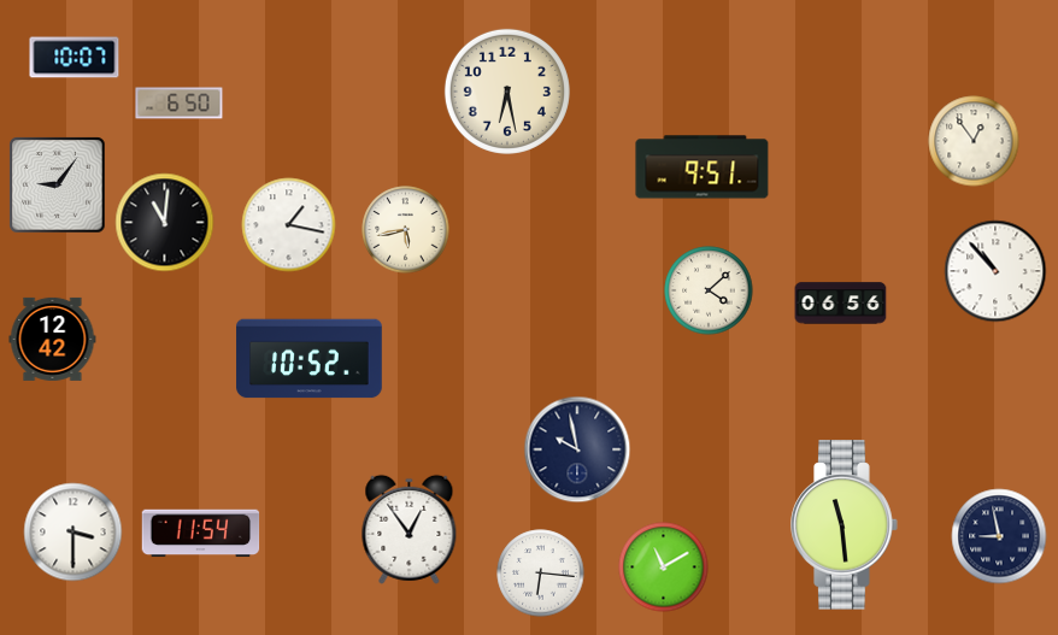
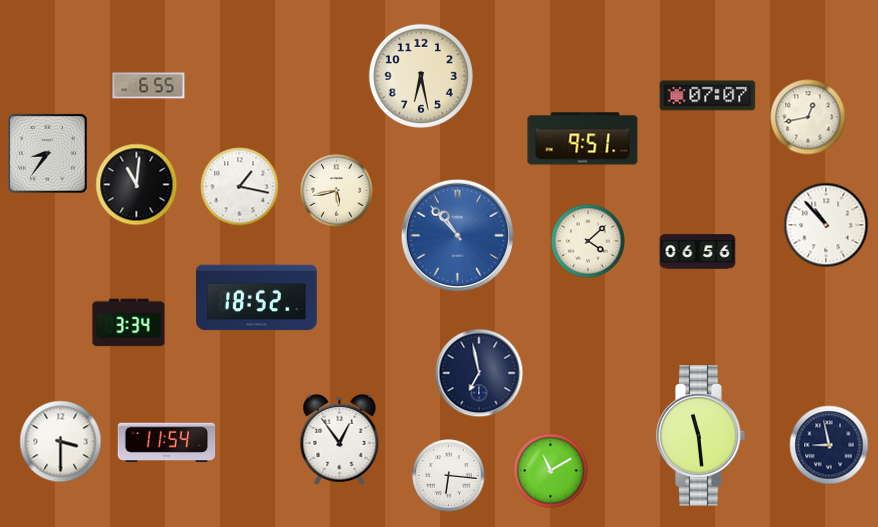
clock at (75, 58): 10:07 -> none
clock at (180, 104): 6:50 -> 6:55
clock at (708, 96): none -> 07:07
clock at (974, 141): 12:54 -> 12:43
clock at (58, 186): 9:06 -> 8:36
clock at (457, 235): none -> 10:53
clock at (53, 339): 12:42 -> none
clock at (310, 359): 10:52 -> 18:52
clock at (129, 323): none -> 3:34
clock at (577, 449): 9:58 -> 6:58
